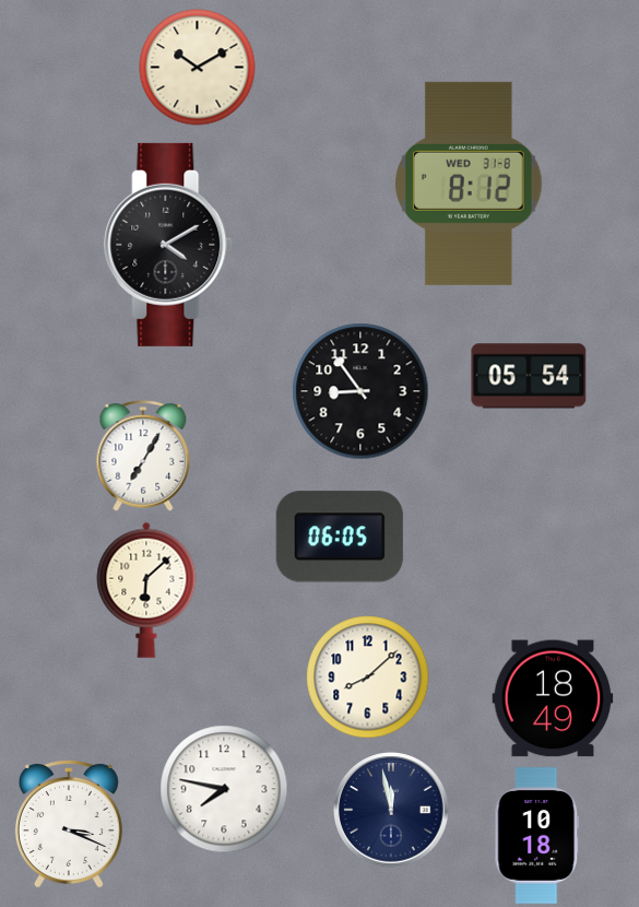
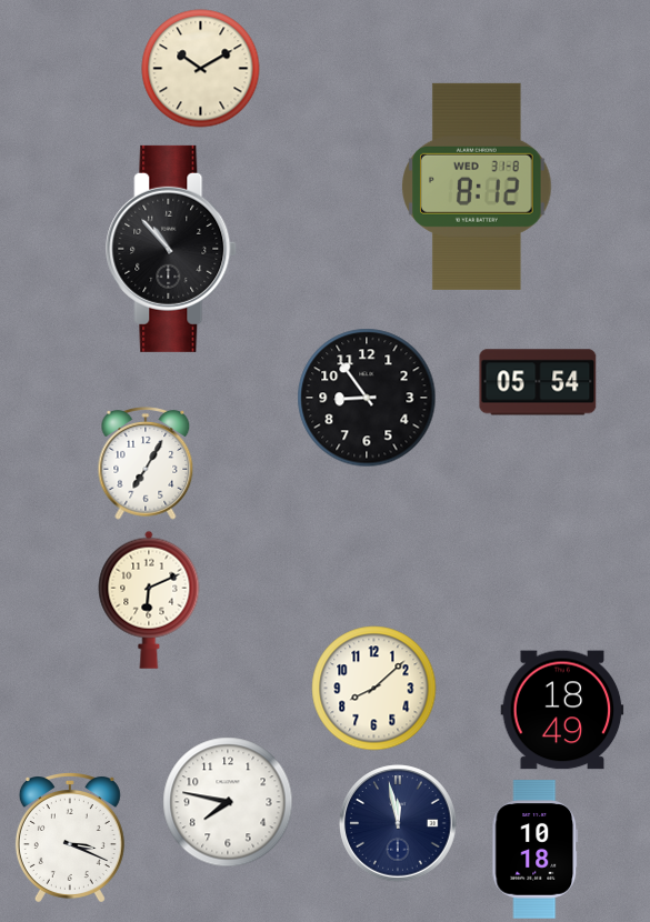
clock at (169, 245): 4:10 -> 10:53
clock at (340, 537): 06:05 -> none
clock at (146, 590): 6:08 -> 6:11
clock at (537, 836) position: (537, 836) -> (536, 850)
